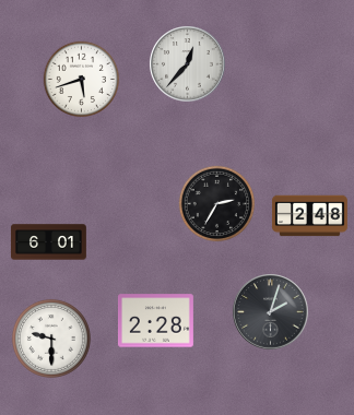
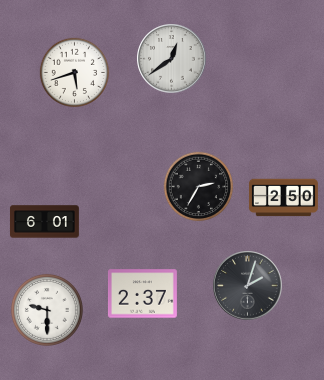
clock at (188, 64): 12:37 -> 12:39
clock at (310, 216): 2:48 -> 2:50
clock at (155, 321): 2:28 -> 2:37
